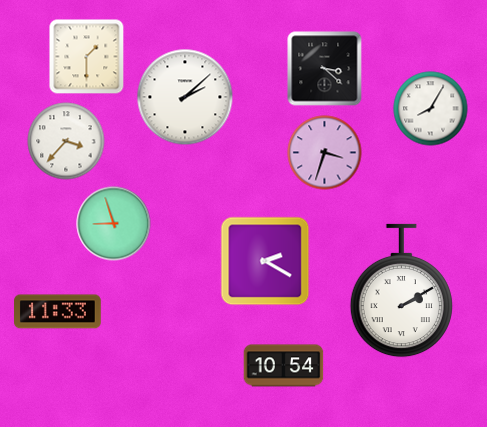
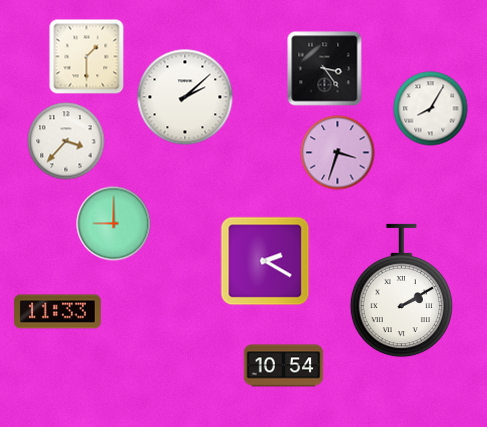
clock at (325, 69): 3:22 -> 3:24
clock at (325, 153) position: (325, 153) -> (338, 153)
clock at (114, 224): 8:57 -> 9:00
